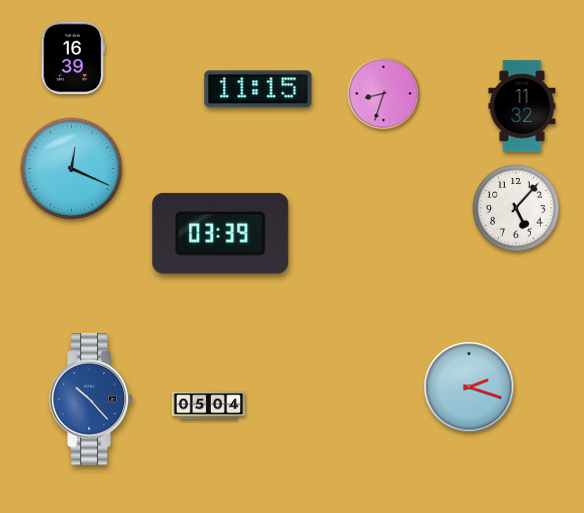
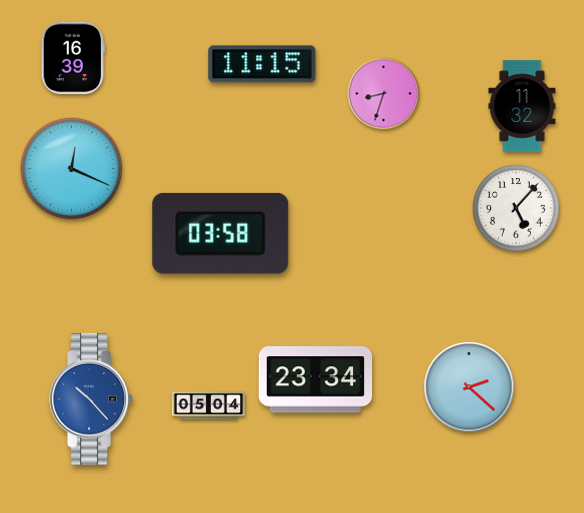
clock at (258, 89) position: (258, 89) -> (262, 64)
clock at (221, 233): 03:39 -> 03:58
clock at (316, 380): none -> 23:34
clock at (469, 387): 2:18 -> 2:22
